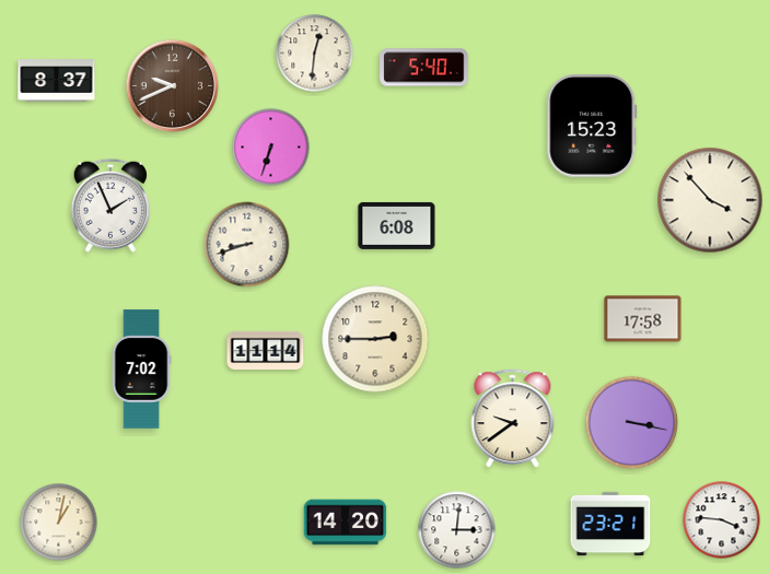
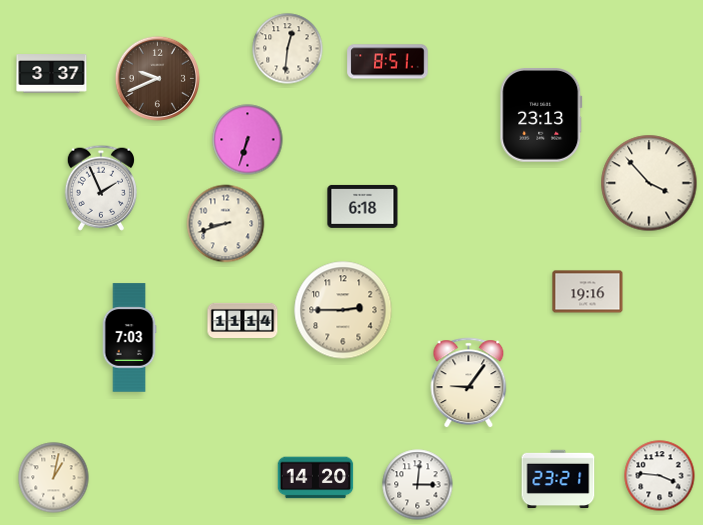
clock at (424, 68): 5:40 -> 8:51
clock at (57, 81): 8:37 -> 3:37
clock at (592, 127): 15:23 -> 23:13
clock at (271, 148) position: (271, 148) -> (248, 140)
clock at (397, 225): 6:08 -> 6:18
clock at (643, 319): 17:58 -> 19:16
clock at (141, 370): 7:02 -> 7:03
clock at (513, 419): 9:39 -> 9:06
clock at (632, 423): 3:17 -> none
